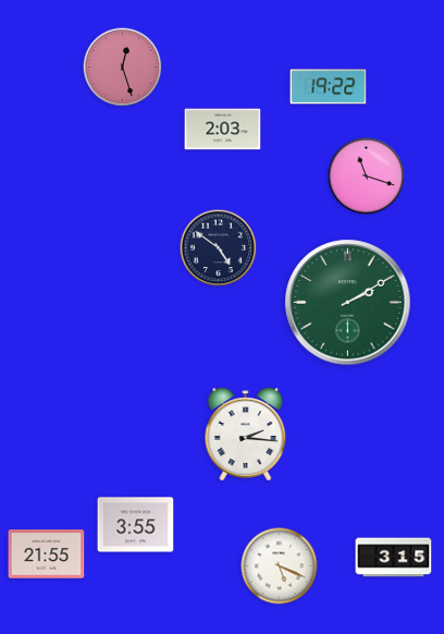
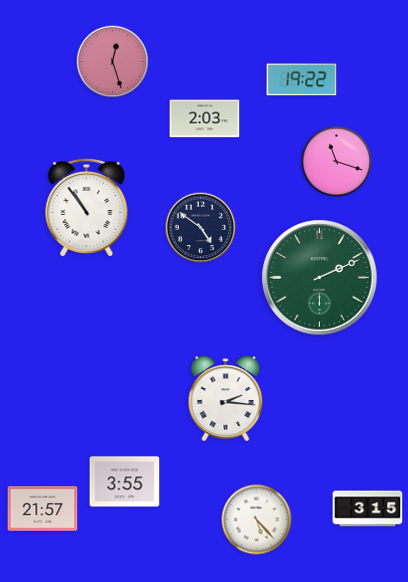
clock at (87, 207): none -> 10:54
clock at (348, 303): 2:10 -> 2:11
clock at (47, 554): 21:55 -> 21:57
clock at (394, 558) position: (394, 558) -> (368, 509)
clock at (280, 566): 5:19 -> 5:23
